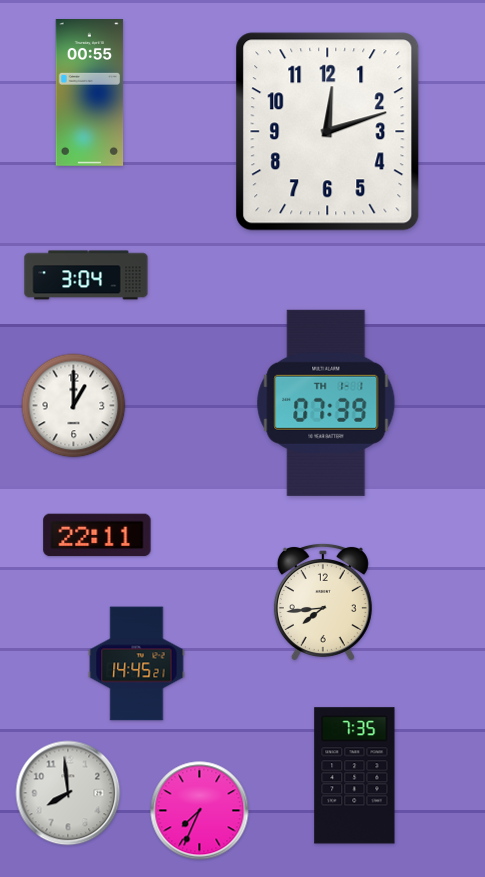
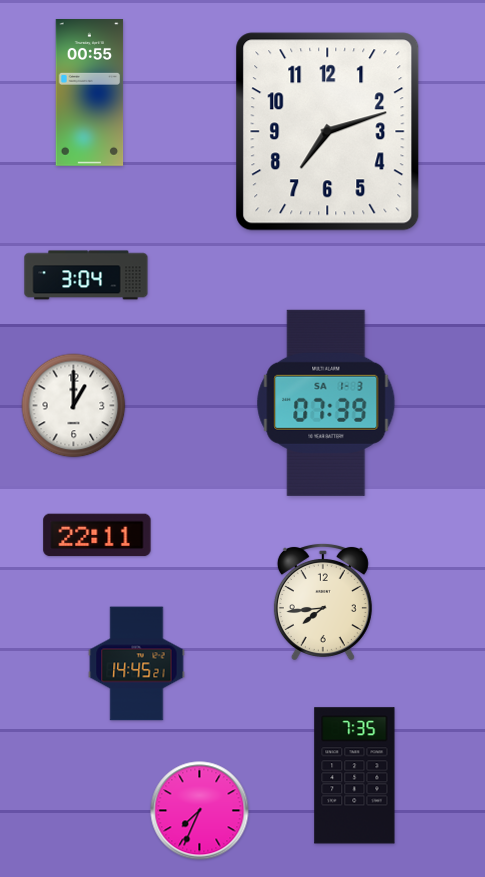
clock at (328, 132): 12:12 -> 7:12
clock at (326, 403) date: TH 1-1 -> SA 1-3
clock at (68, 793): 7:59 -> none
